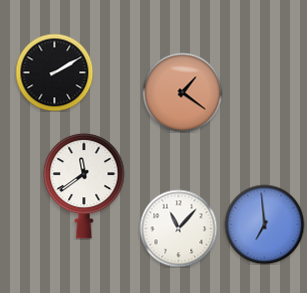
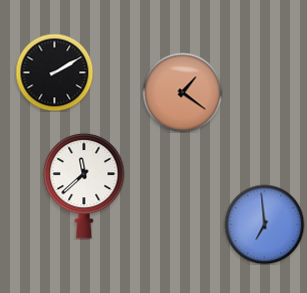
clock at (84, 186): 11:39 -> 11:38
clock at (178, 228): 11:07 -> none
